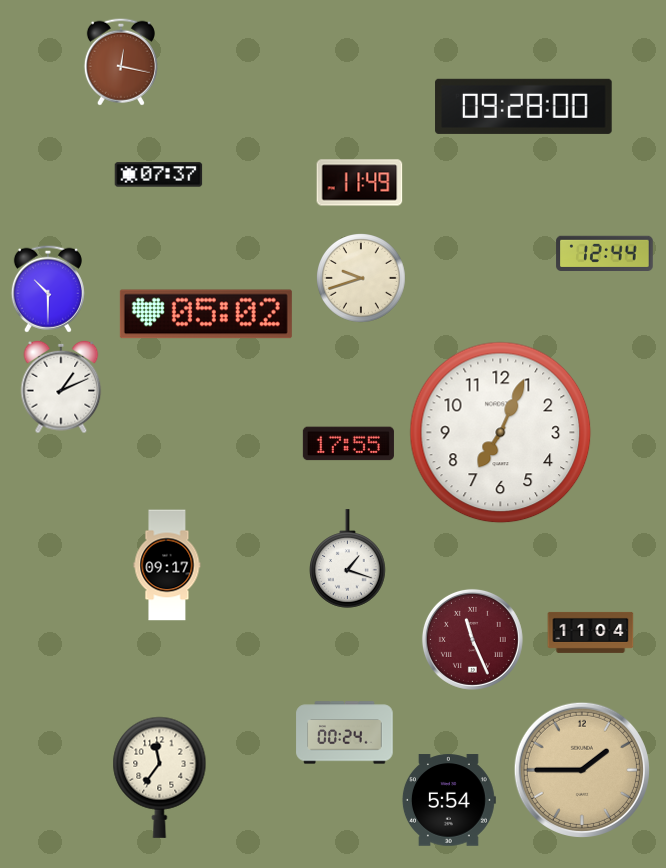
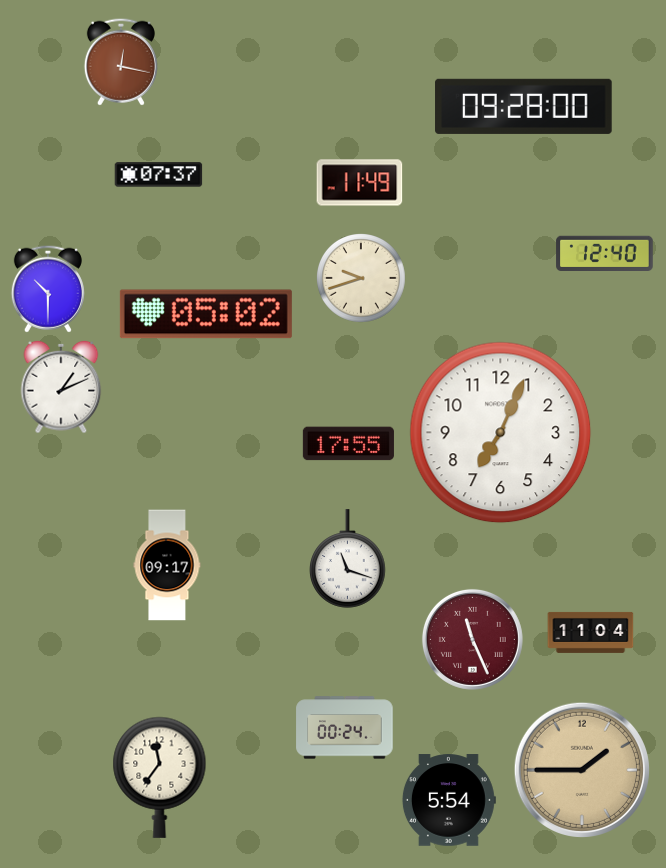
clock at (605, 253): 12:44 -> 12:40
clock at (348, 559): 1:18 -> 11:18
clock at (345, 733) position: (345, 733) -> (345, 728)
